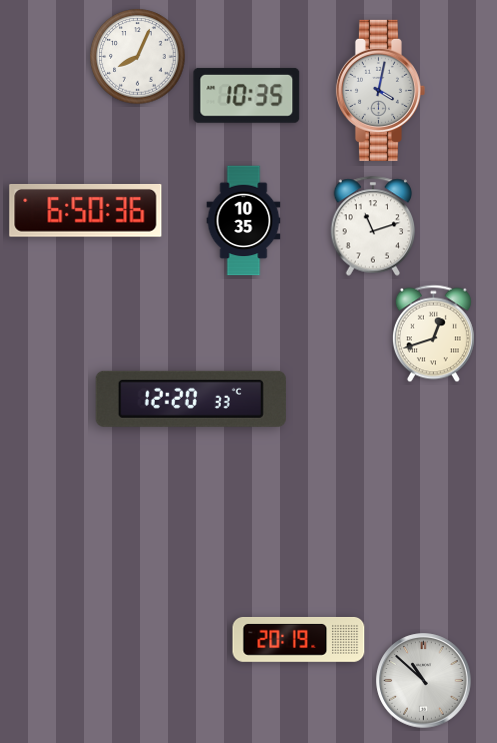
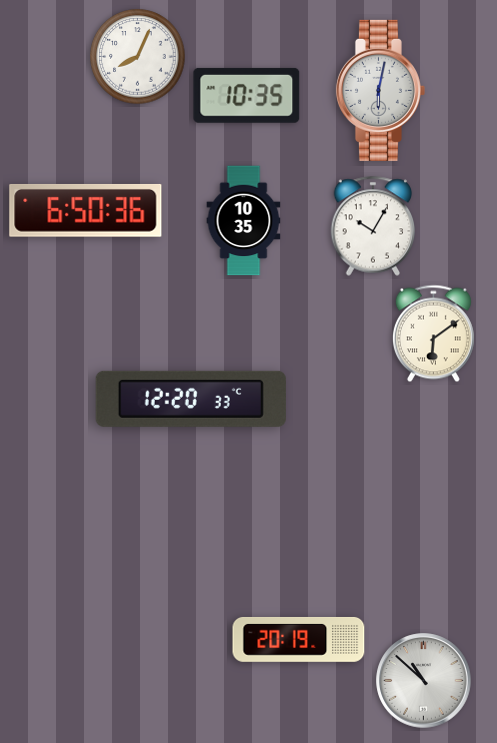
clock at (380, 90): 4:02 -> 6:02
clock at (373, 226): 11:12 -> 10:05
clock at (433, 334): 12:42 -> 6:09
